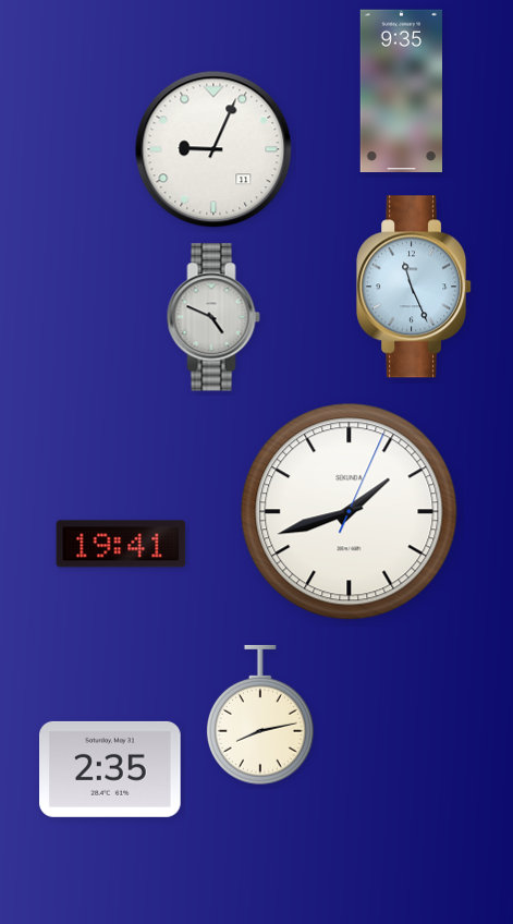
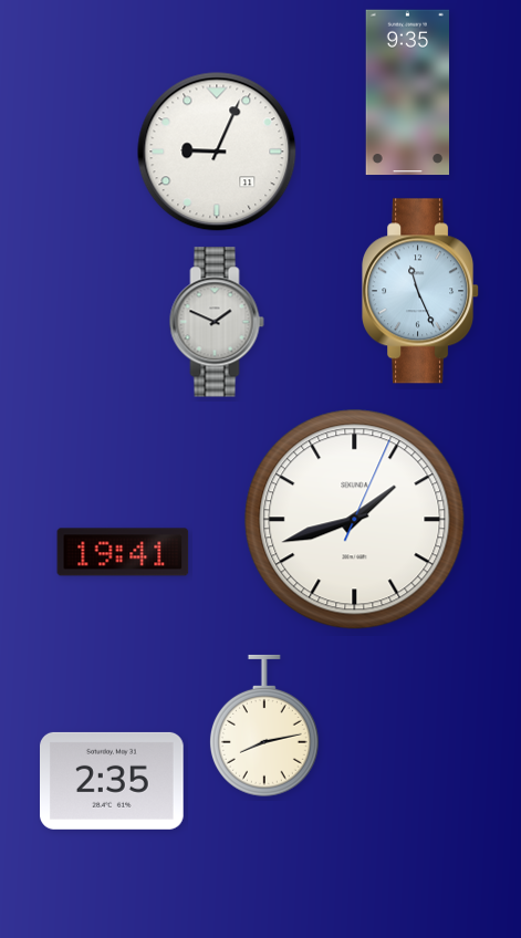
clock at (213, 317): 4:49 -> 1:49
